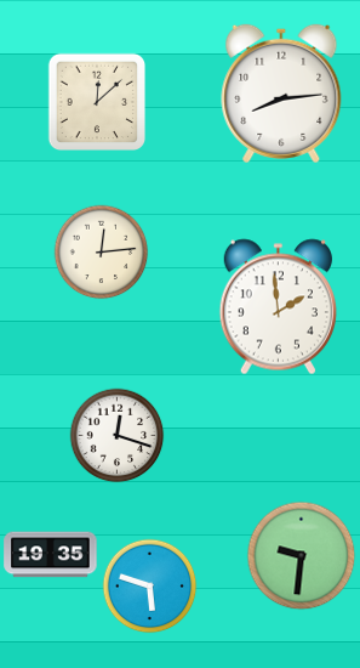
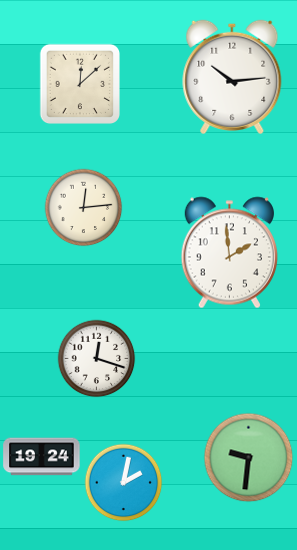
clock at (281, 94): 8:14 -> 10:14
clock at (51, 555): 19:35 -> 19:24
clock at (149, 585): 5:48 -> 2:02
